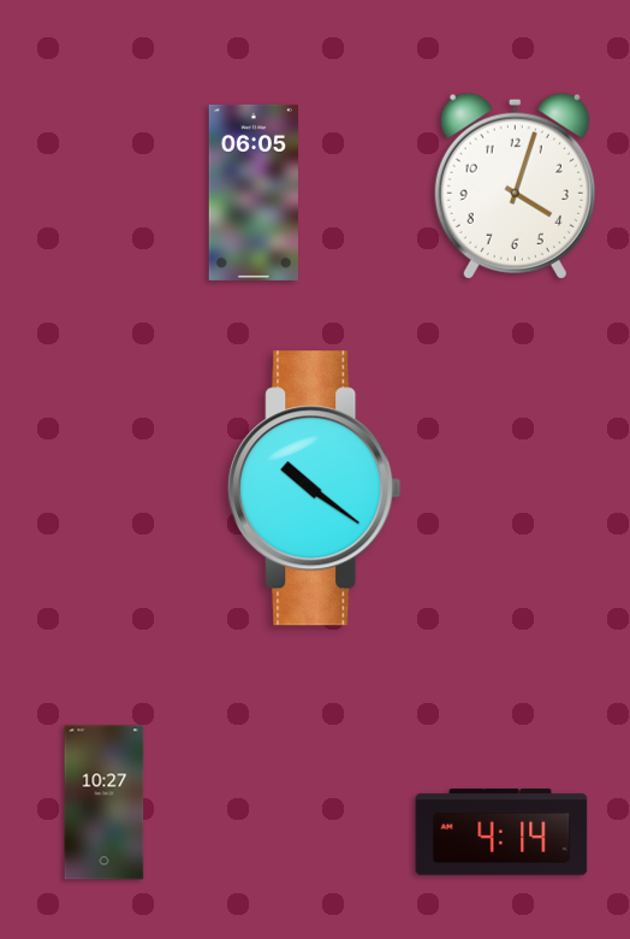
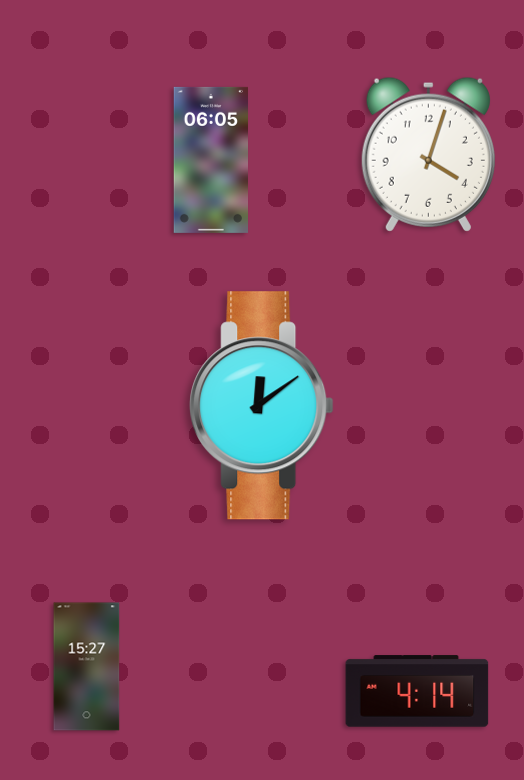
clock at (315, 489): 10:21 -> 12:09
clock at (105, 803): 10:27 -> 15:27
